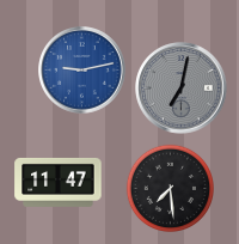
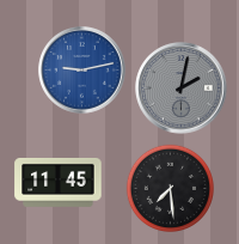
clock at (182, 89): 7:02 -> 2:02
clock at (59, 182): 11:47 -> 11:45
